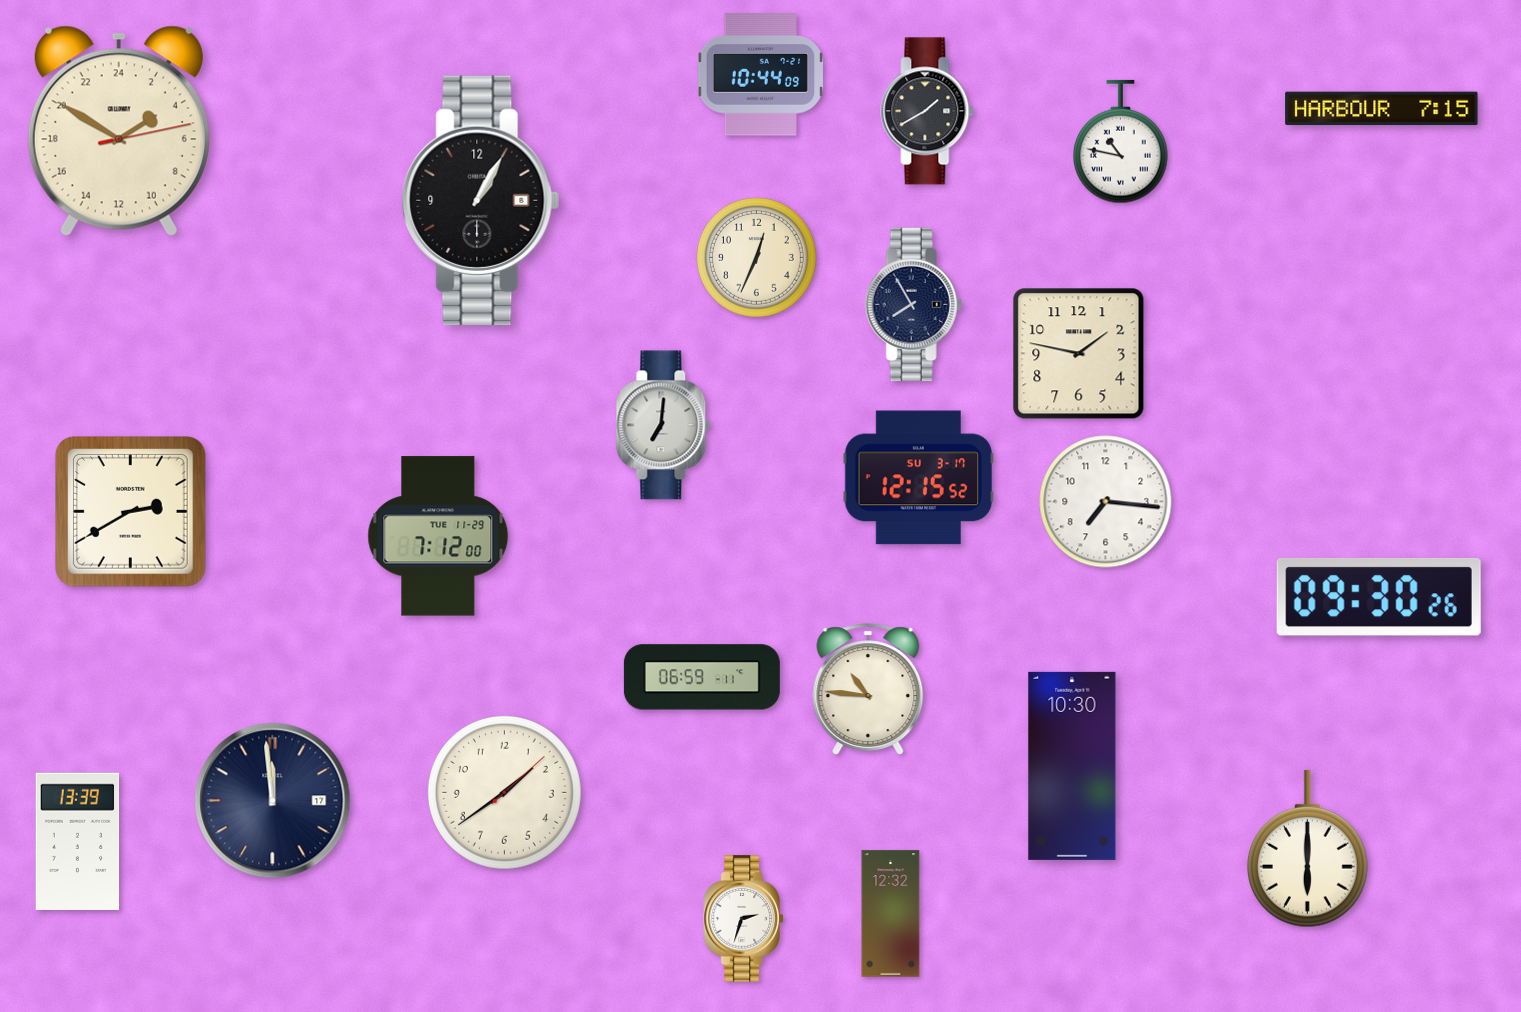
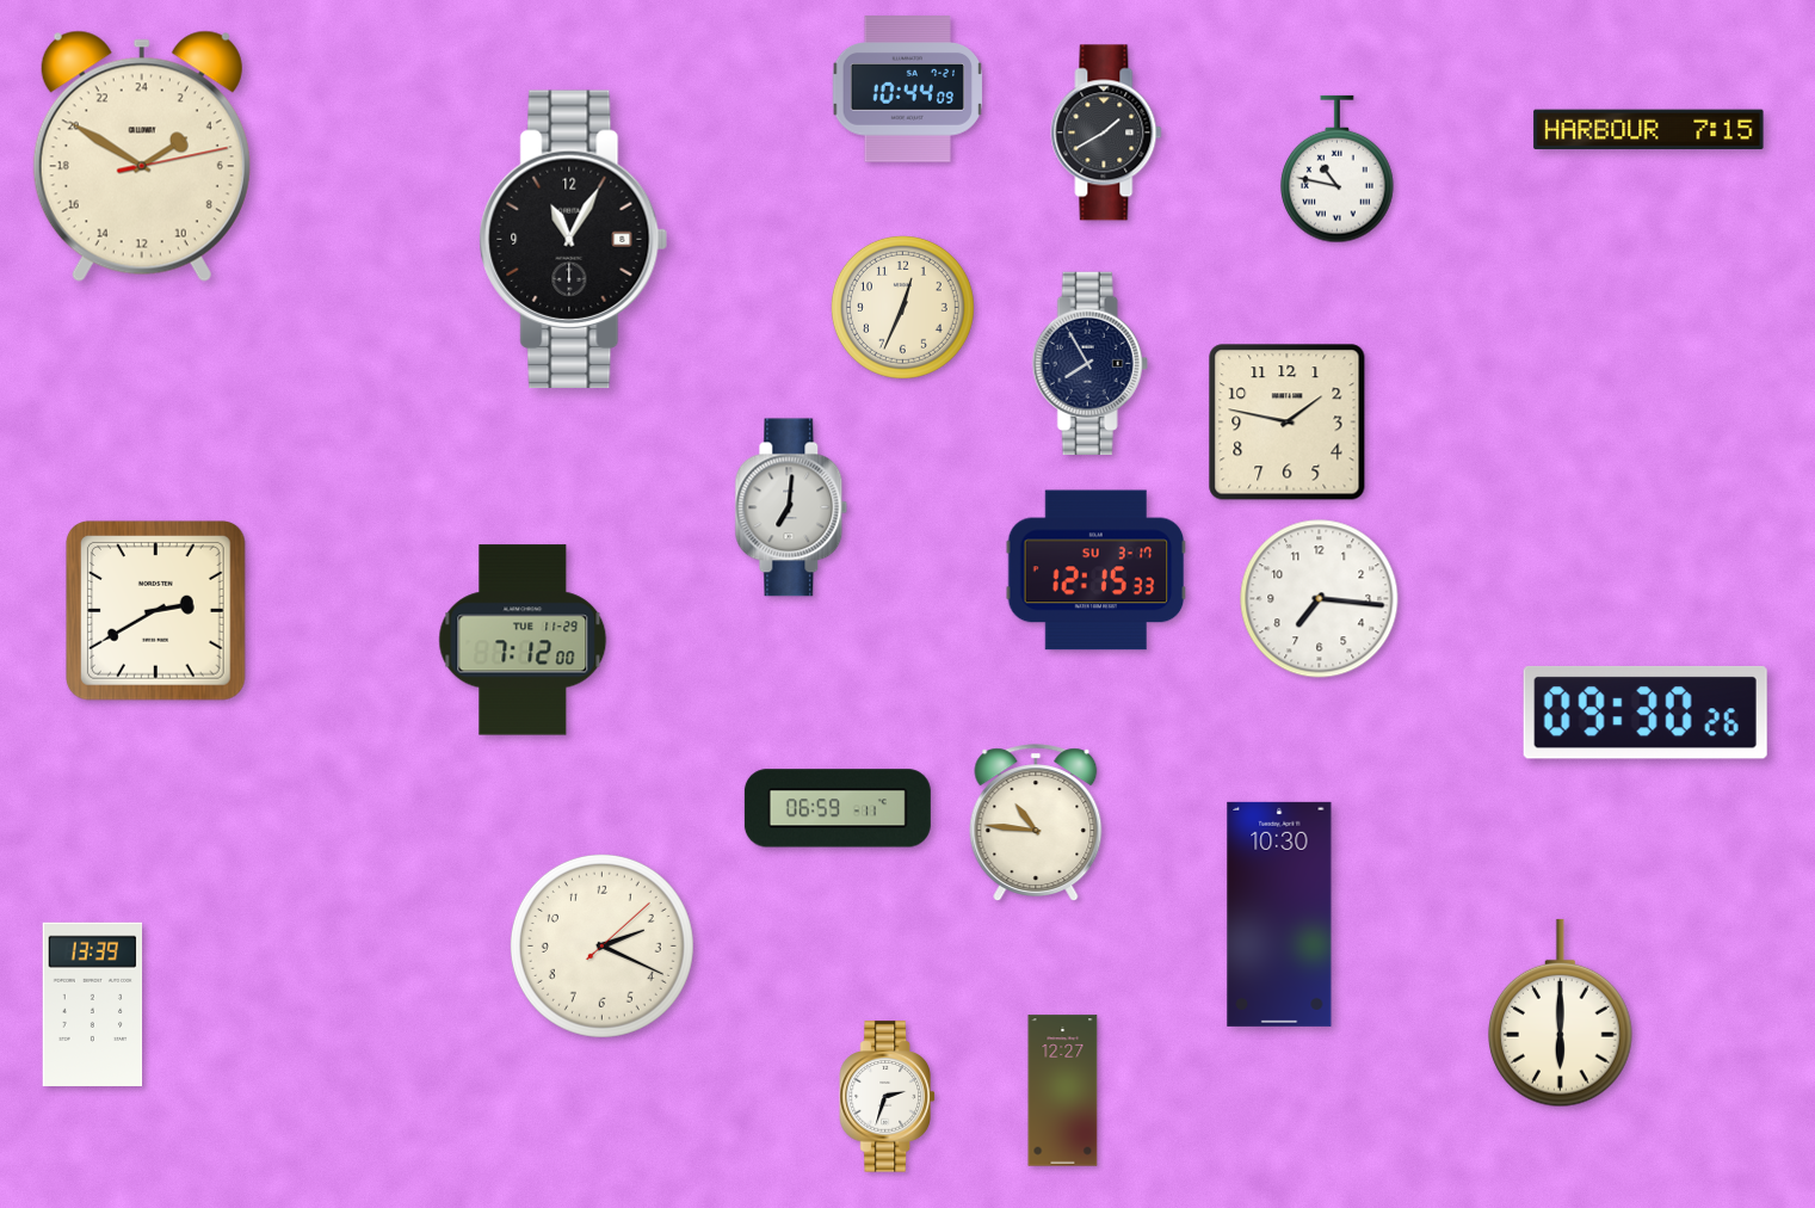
clock at (481, 200): 1:05 -> 11:05
clock at (919, 478): 12:15:52 -> 12:15:33
clock at (504, 792): 1:39 -> 2:19
clock at (273, 801): 11:59 -> none
clock at (891, 914): 12:32 -> 12:27
